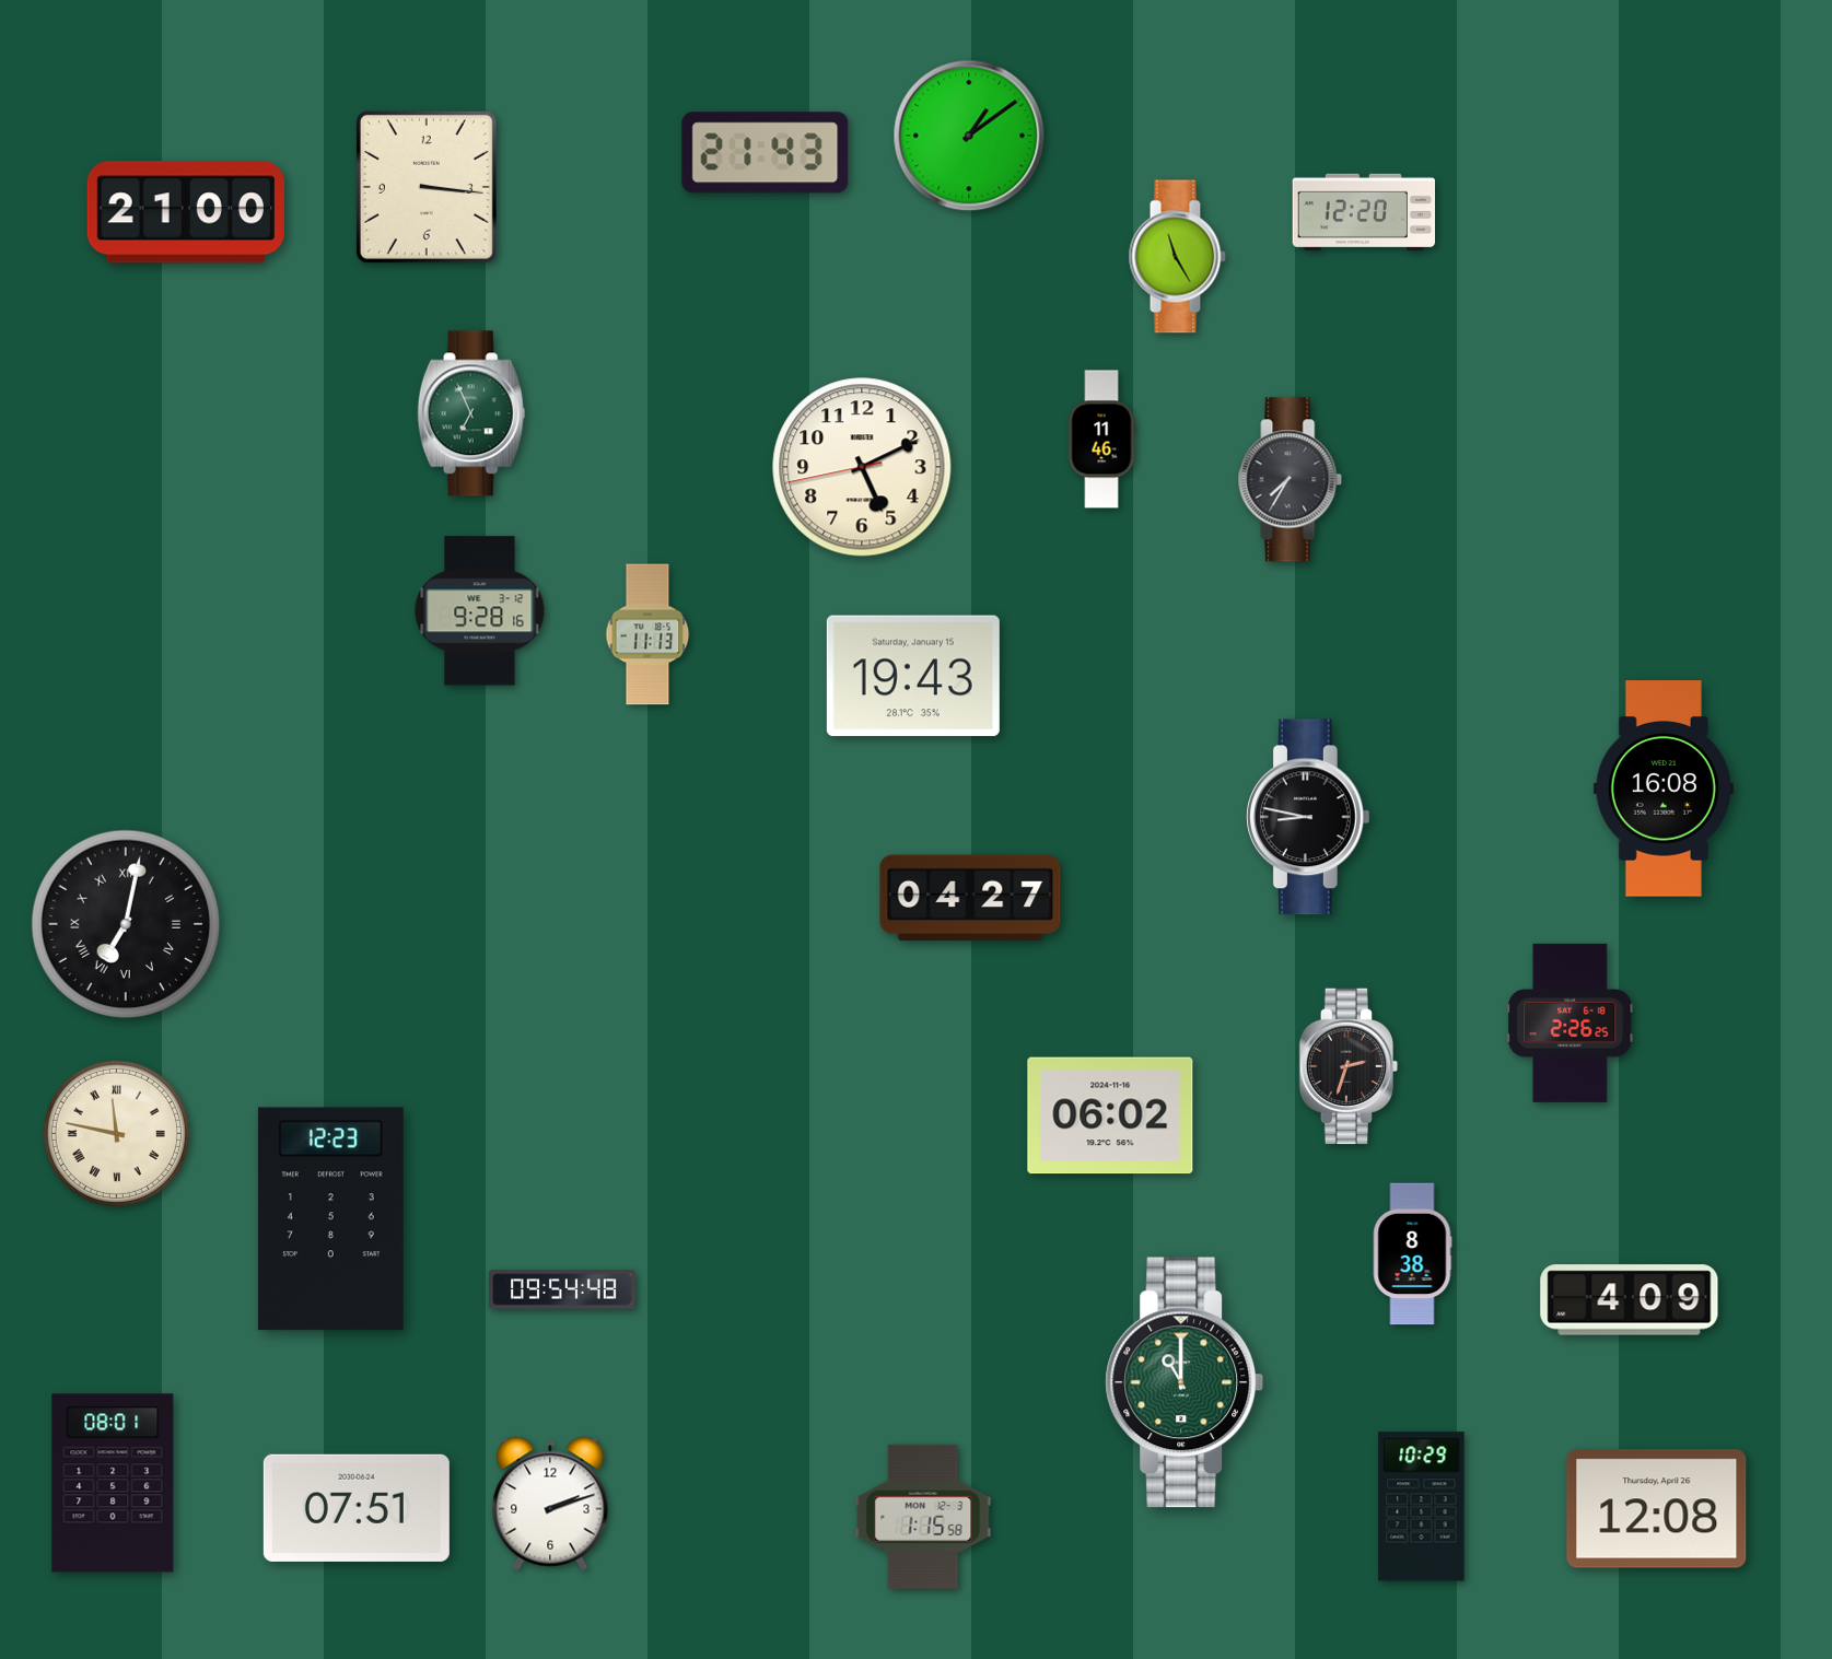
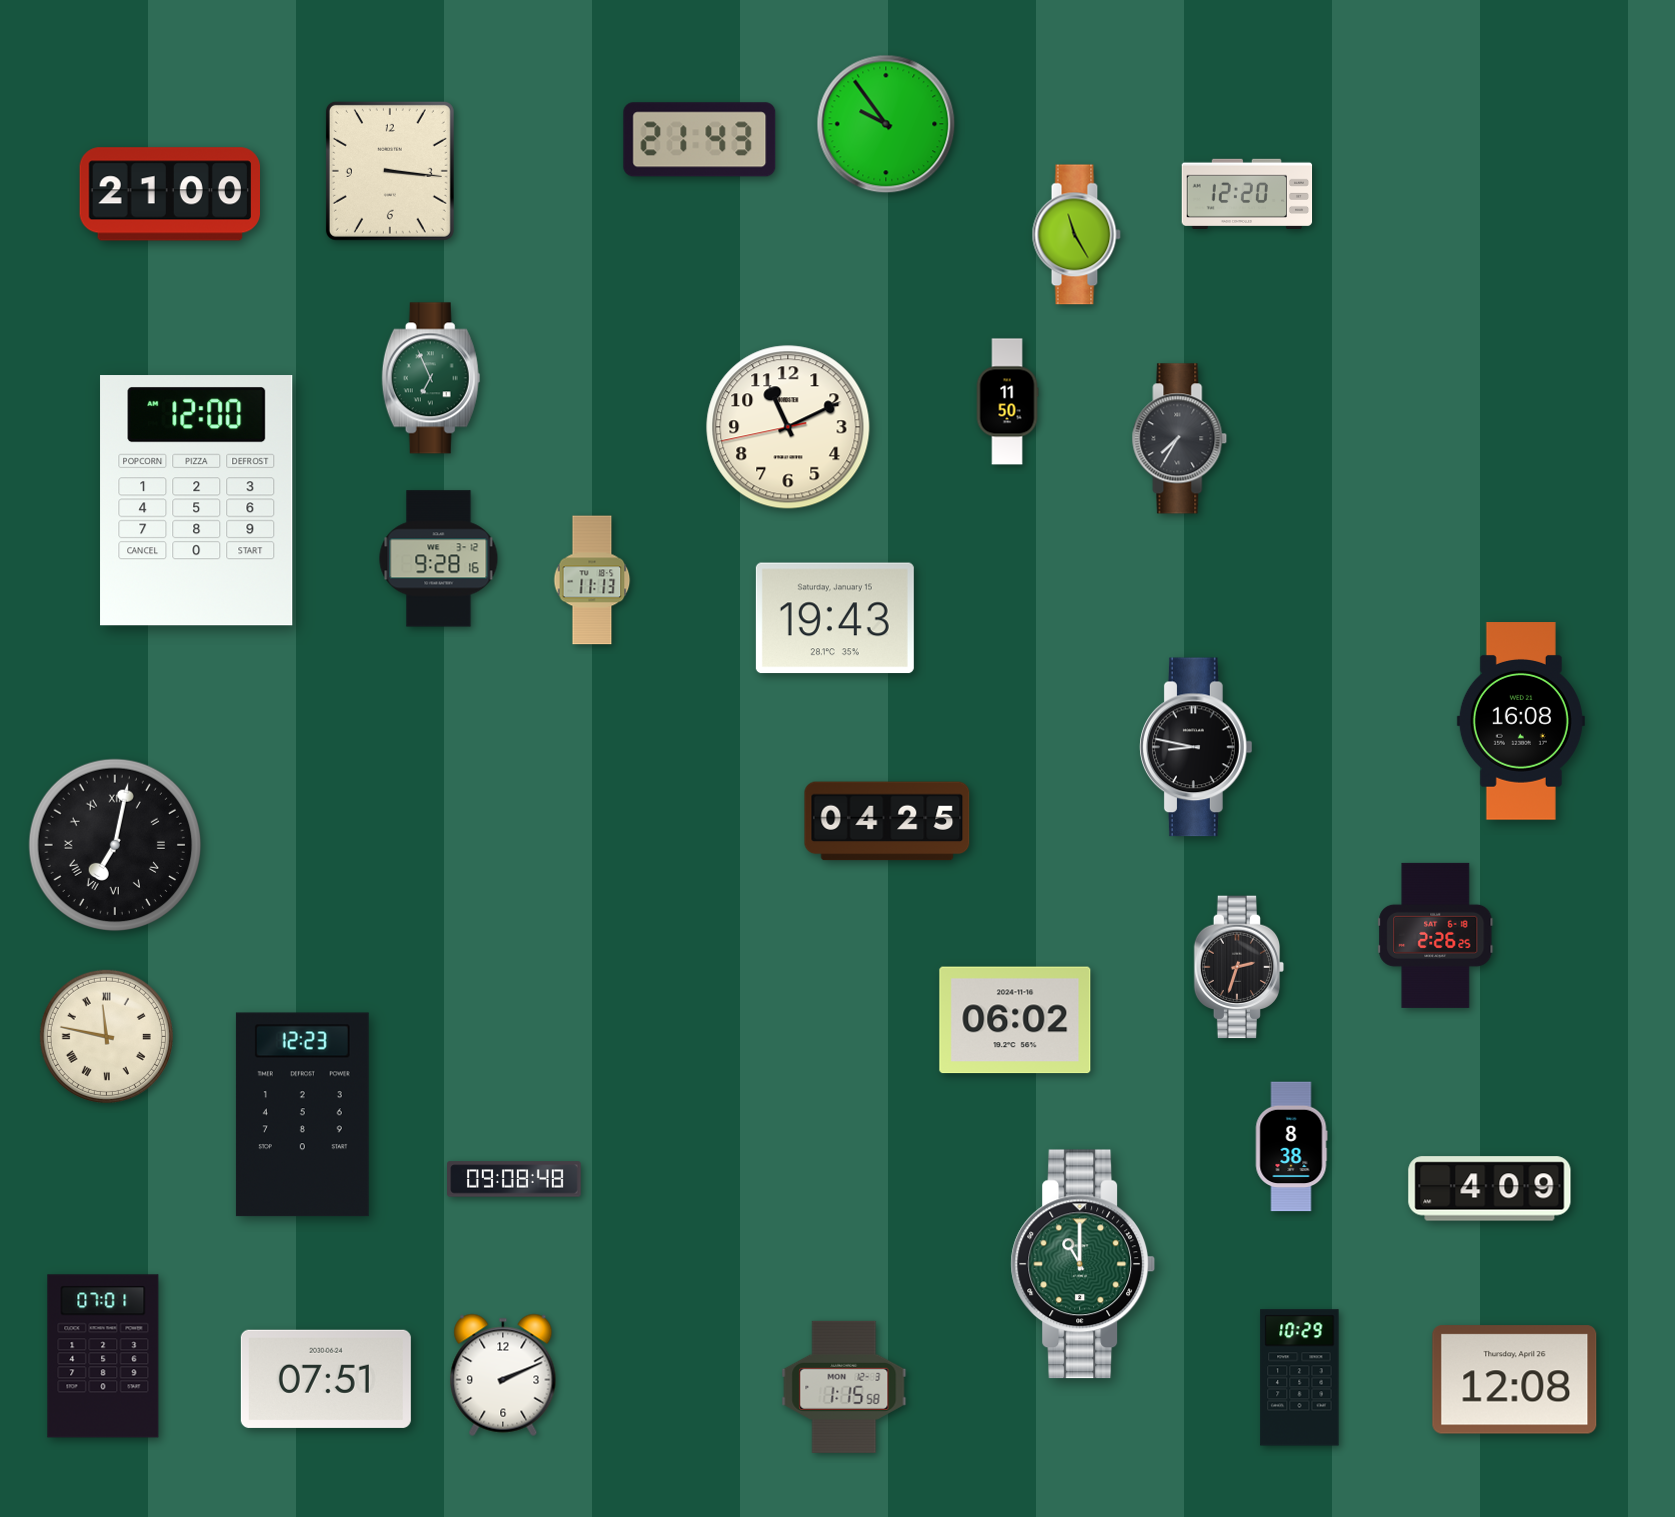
clock at (969, 136): 1:09 -> 9:54
clock at (1101, 440): 11:46 -> 11:50
clock at (862, 467): 5:10 -> 11:10
clock at (197, 501): none -> 12:00
clock at (970, 898): 04:27 -> 04:25
clock at (1349, 1066) position: (1349, 1066) -> (1239, 967)
clock at (562, 1289): 09:54 -> 09:08
clock at (113, 1483): 08:01 -> 07:01
clock at (550, 1504): 2:12 -> 2:11
